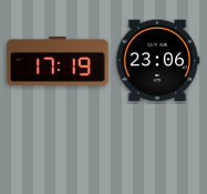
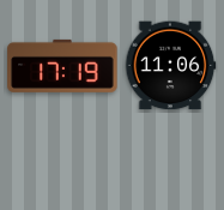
clock at (157, 61): 23:06 -> 11:06
